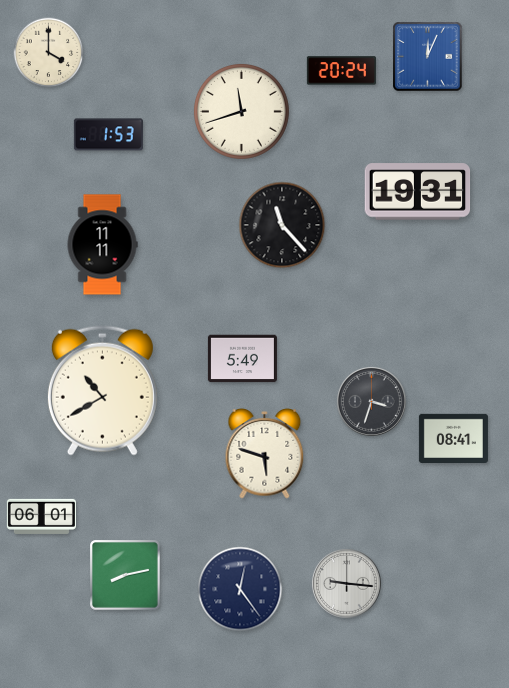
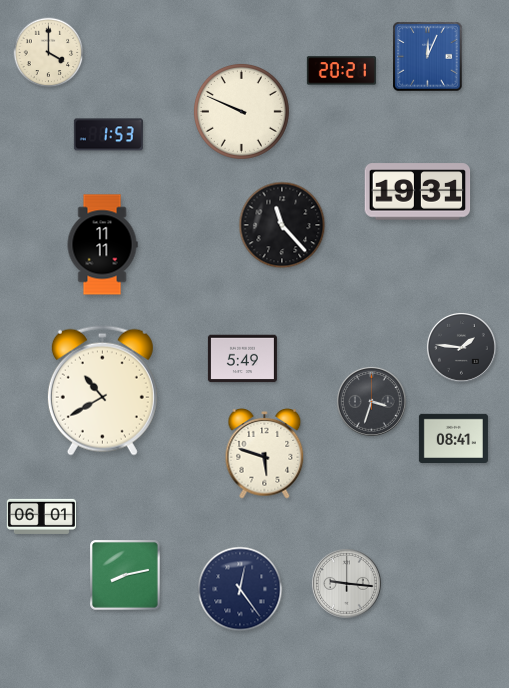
clock at (341, 71): 20:24 -> 20:21
clock at (241, 111): 11:42 -> 9:49
clock at (461, 347): none -> 1:46
